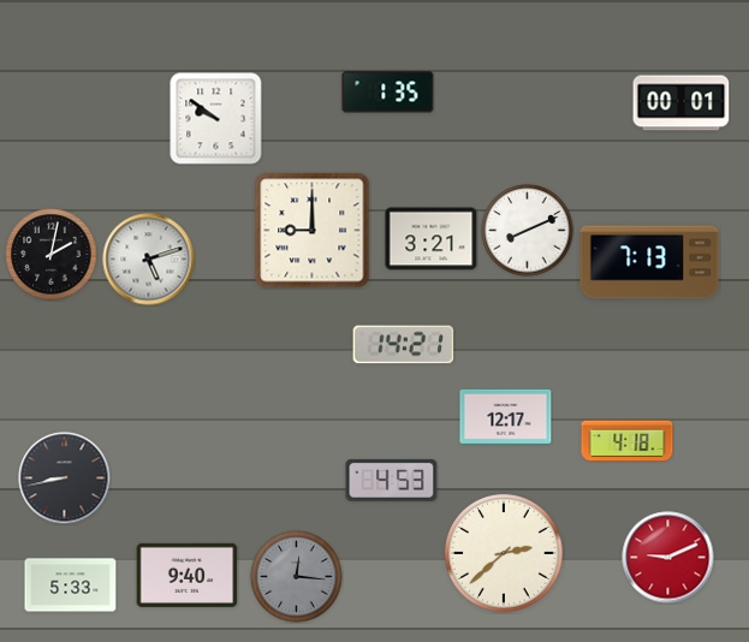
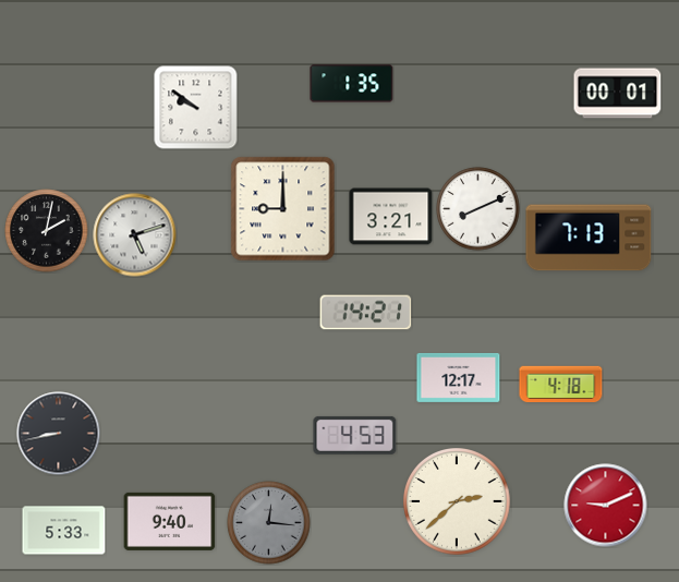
clock at (628, 441) position: (628, 441) -> (561, 385)
